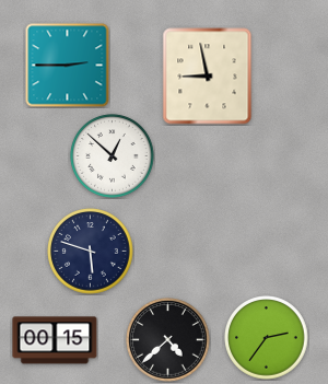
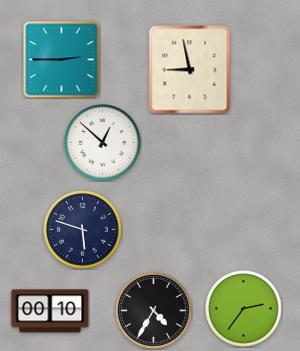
clock at (55, 340): 00:15 -> 00:10
clock at (168, 340): 4:38 -> 4:35
